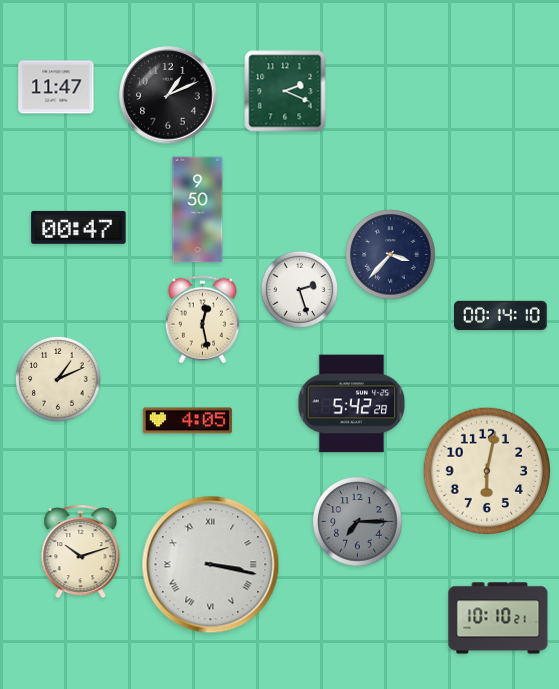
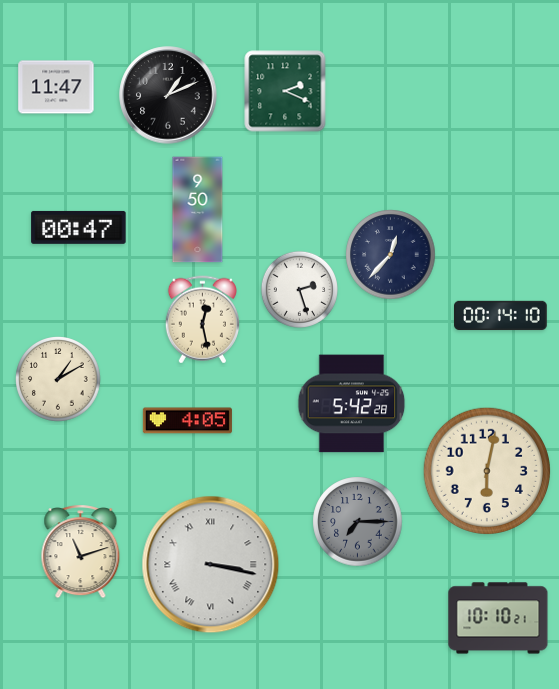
clock at (391, 255): 3:37 -> 12:37
clock at (59, 380): 1:11 -> 1:10
clock at (81, 552): 10:12 -> 11:12
